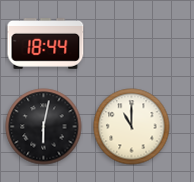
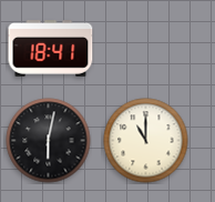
clock at (46, 44): 18:44 -> 18:41
